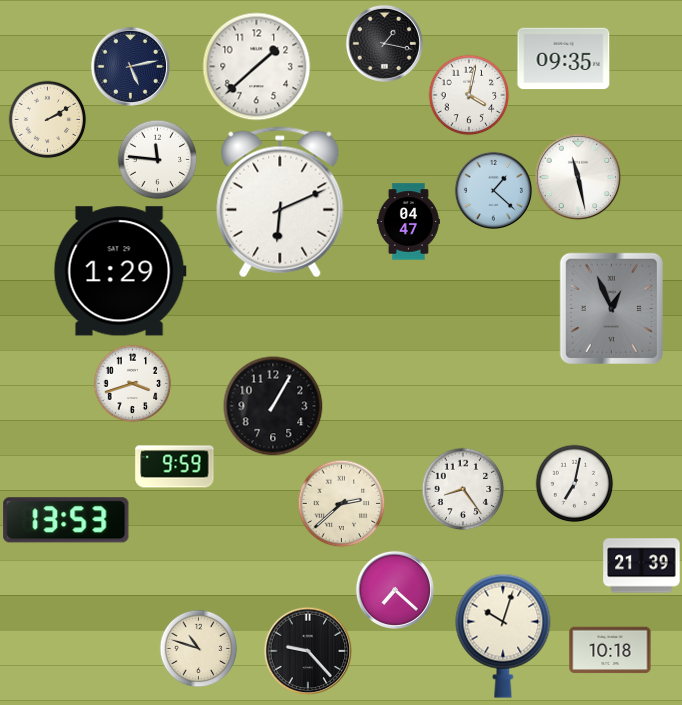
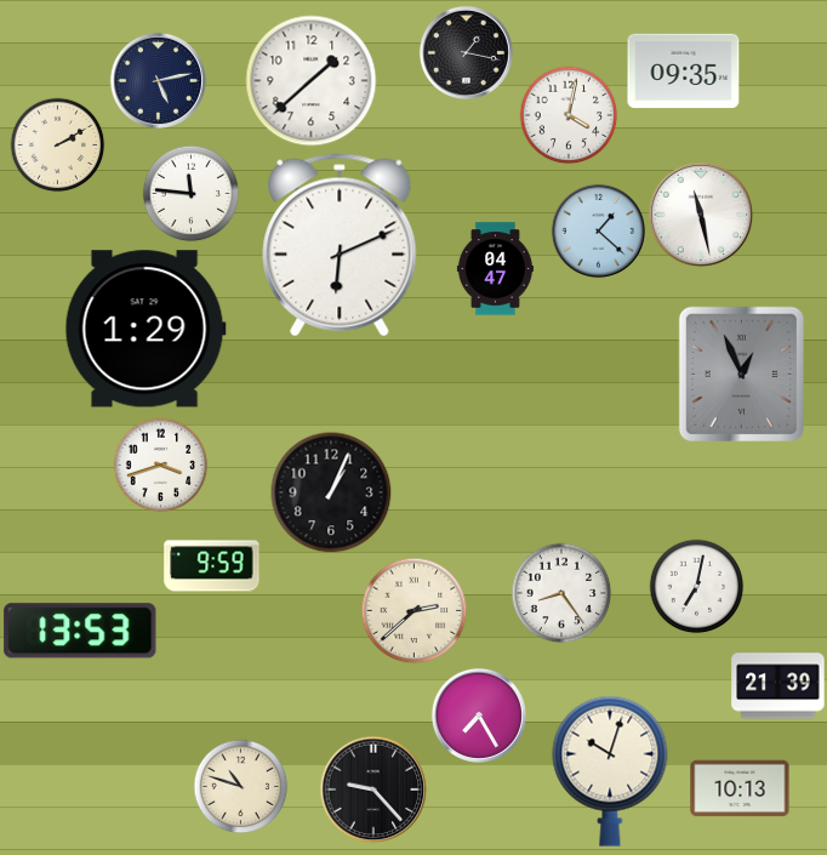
clock at (273, 406): 1:05 -> 1:04
clock at (395, 590): 7:22 -> 7:25
clock at (610, 650): 10:18 -> 10:13
